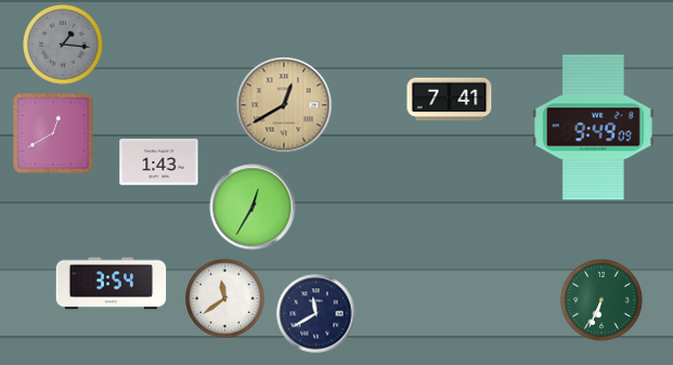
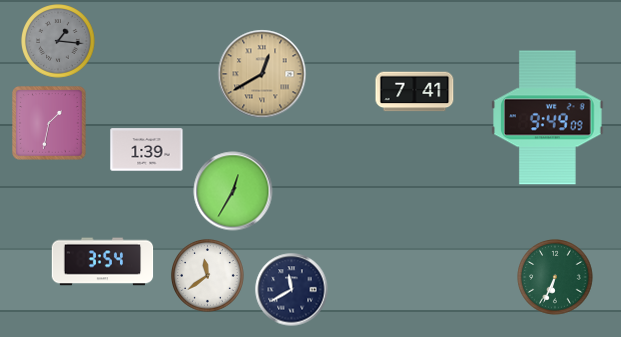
clock at (284, 105) position: (284, 105) -> (262, 74)
clock at (53, 133): 12:40 -> 1:32
clock at (159, 162): 1:43 -> 1:39
